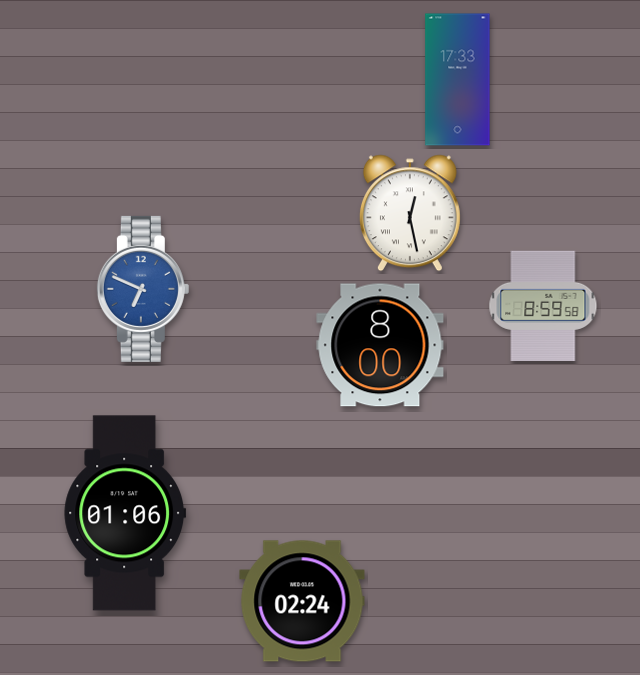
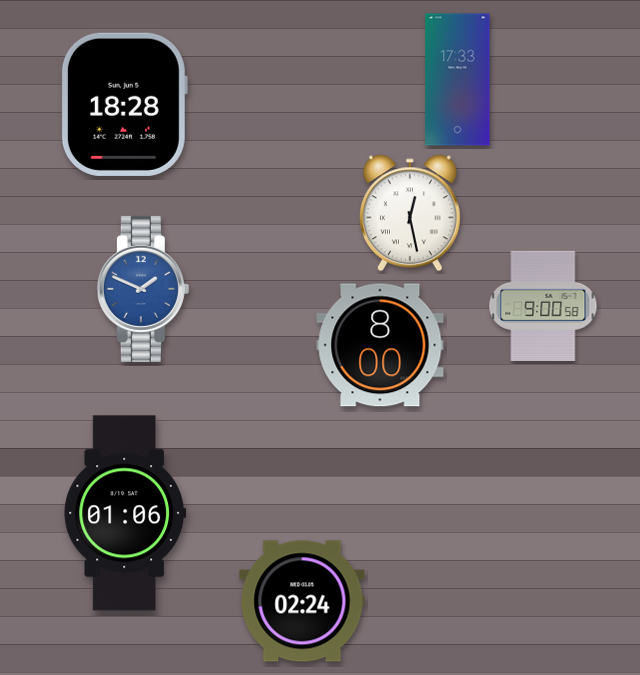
clock at (124, 104): none -> 18:28
clock at (143, 289): 6:49 -> 1:49
clock at (543, 305): 8:59 -> 9:00
